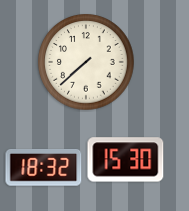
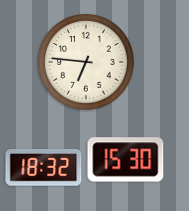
clock at (86, 62): 7:38 -> 6:46
